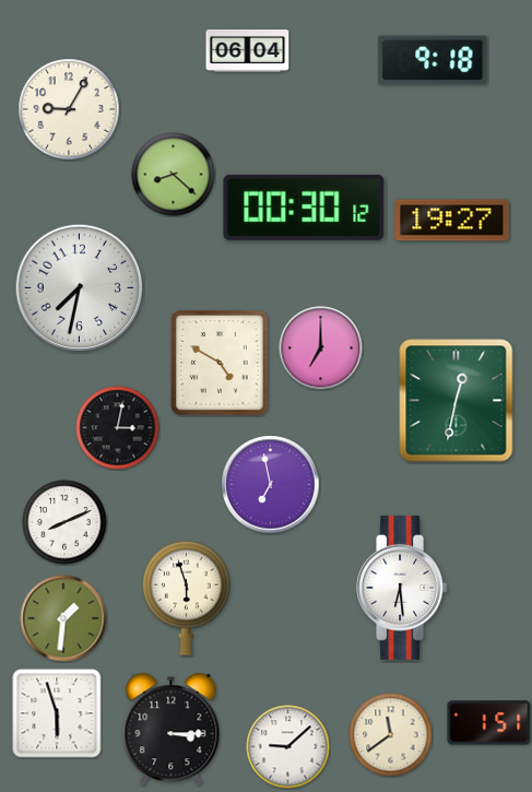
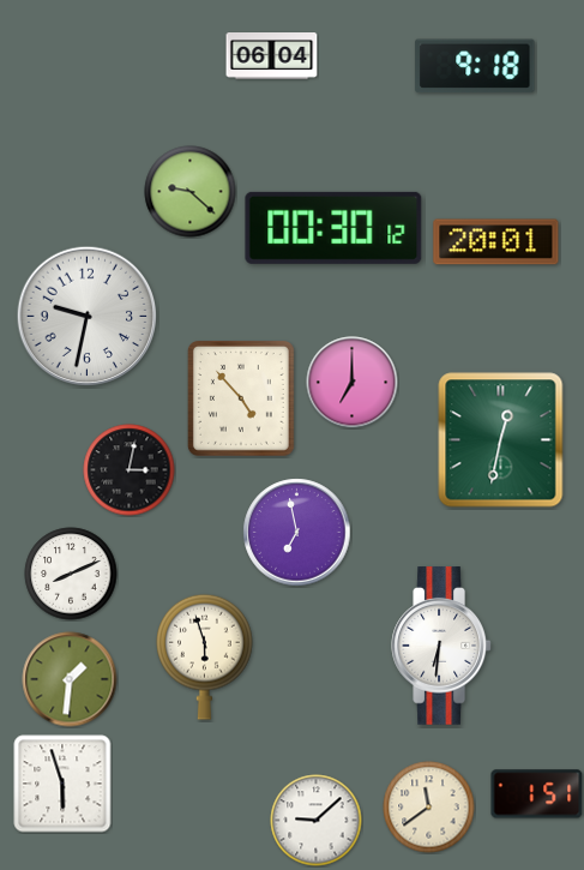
clock at (69, 109): 9:05 -> none
clock at (174, 175): 8:22 -> 9:22
clock at (452, 221): 19:27 -> 20:01
clock at (80, 288): 7:32 -> 9:32
clock at (220, 364): 4:50 -> 4:53
clock at (402, 588): 6:29 -> 6:31
clock at (172, 730): 3:15 -> none
